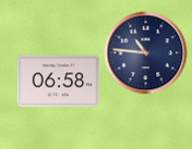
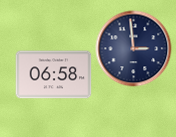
clock at (146, 53): 10:46 -> 2:59
